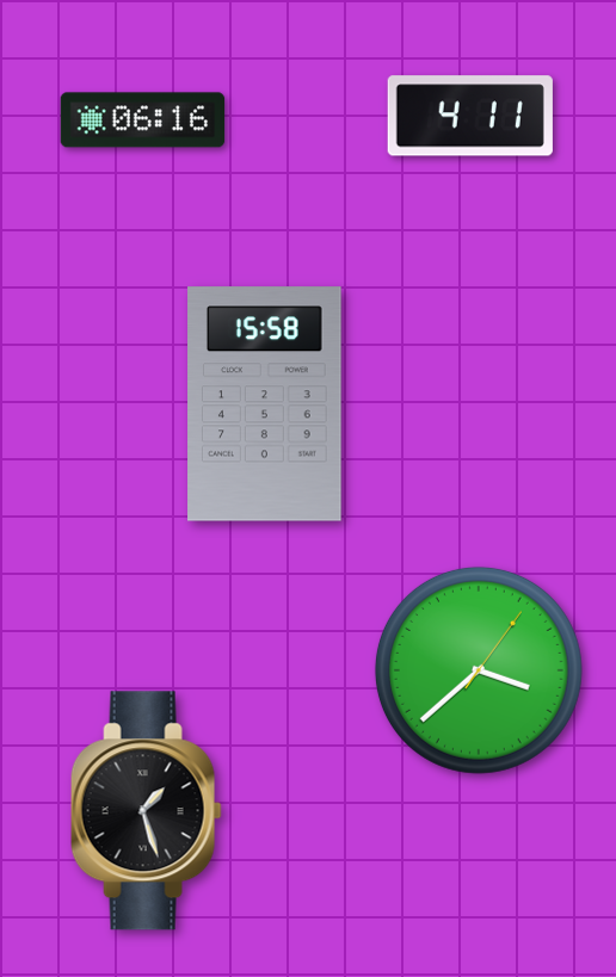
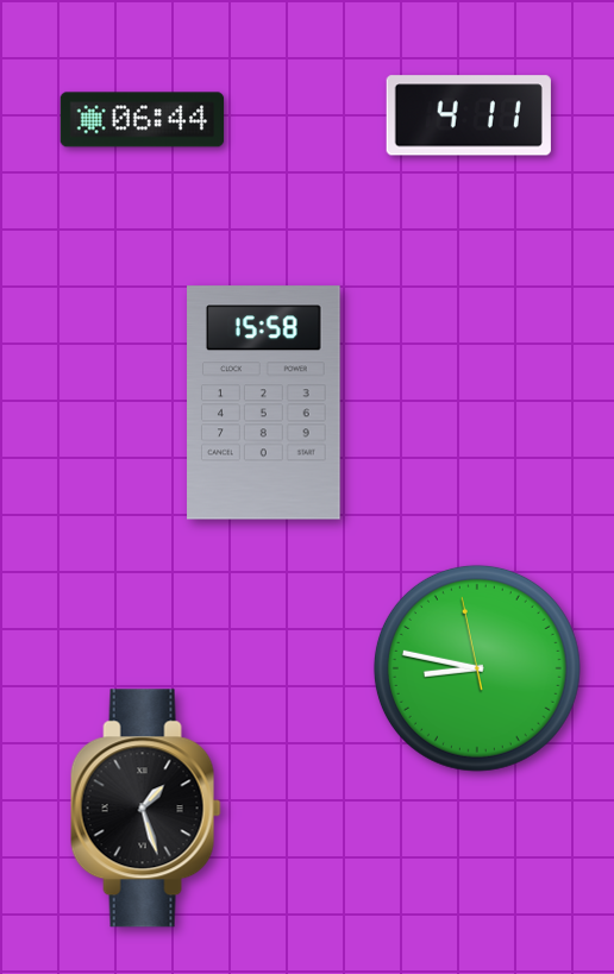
clock at (143, 120): 06:16 -> 06:44
clock at (479, 670): 3:38 -> 8:46
